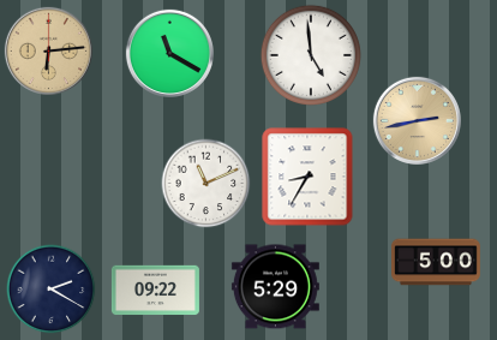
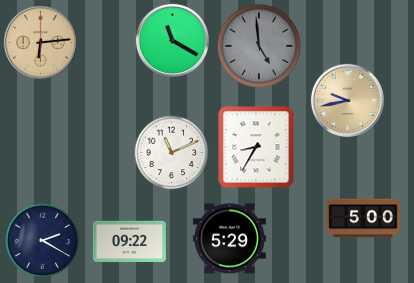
clock at (169, 53) position: (169, 53) -> (172, 40)
clock at (311, 55) dial: white -> grey
clock at (417, 120): 2:43 -> 9:43
